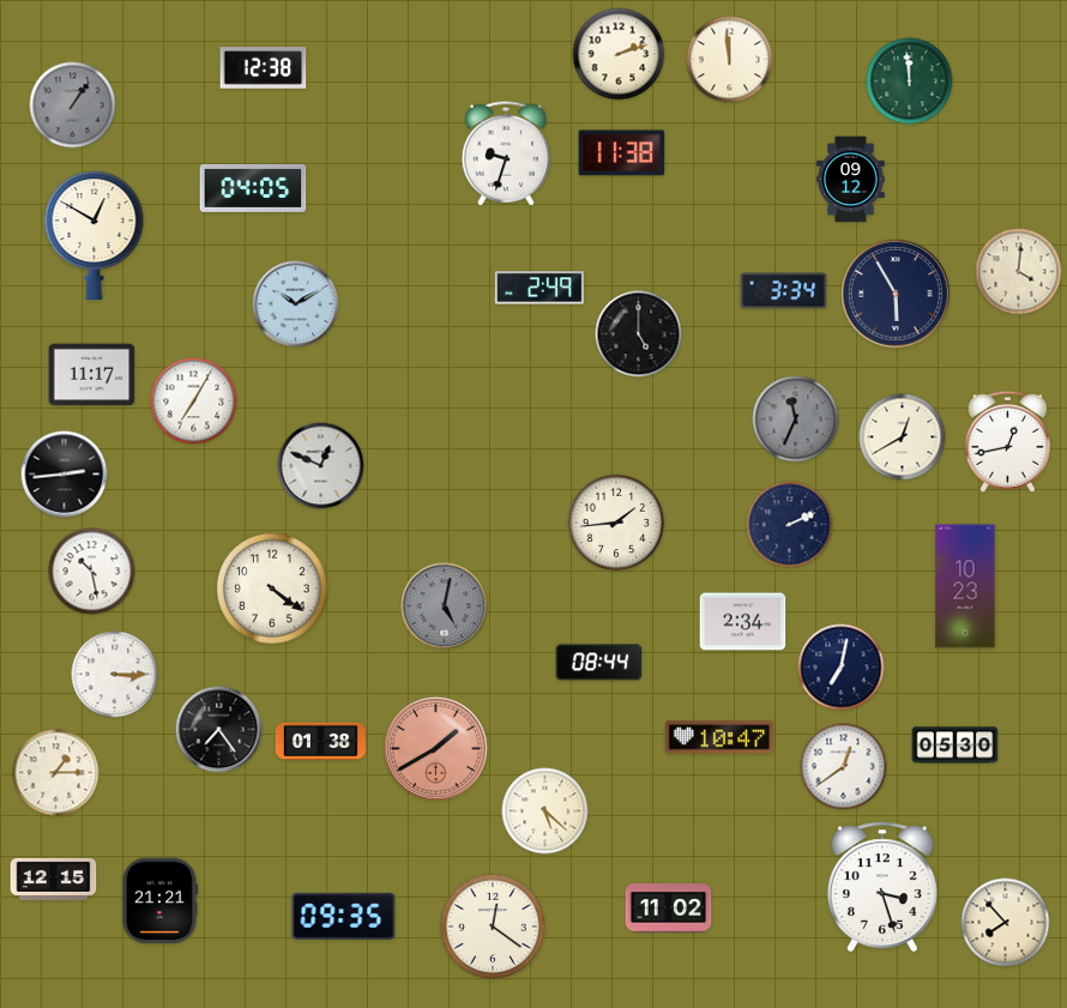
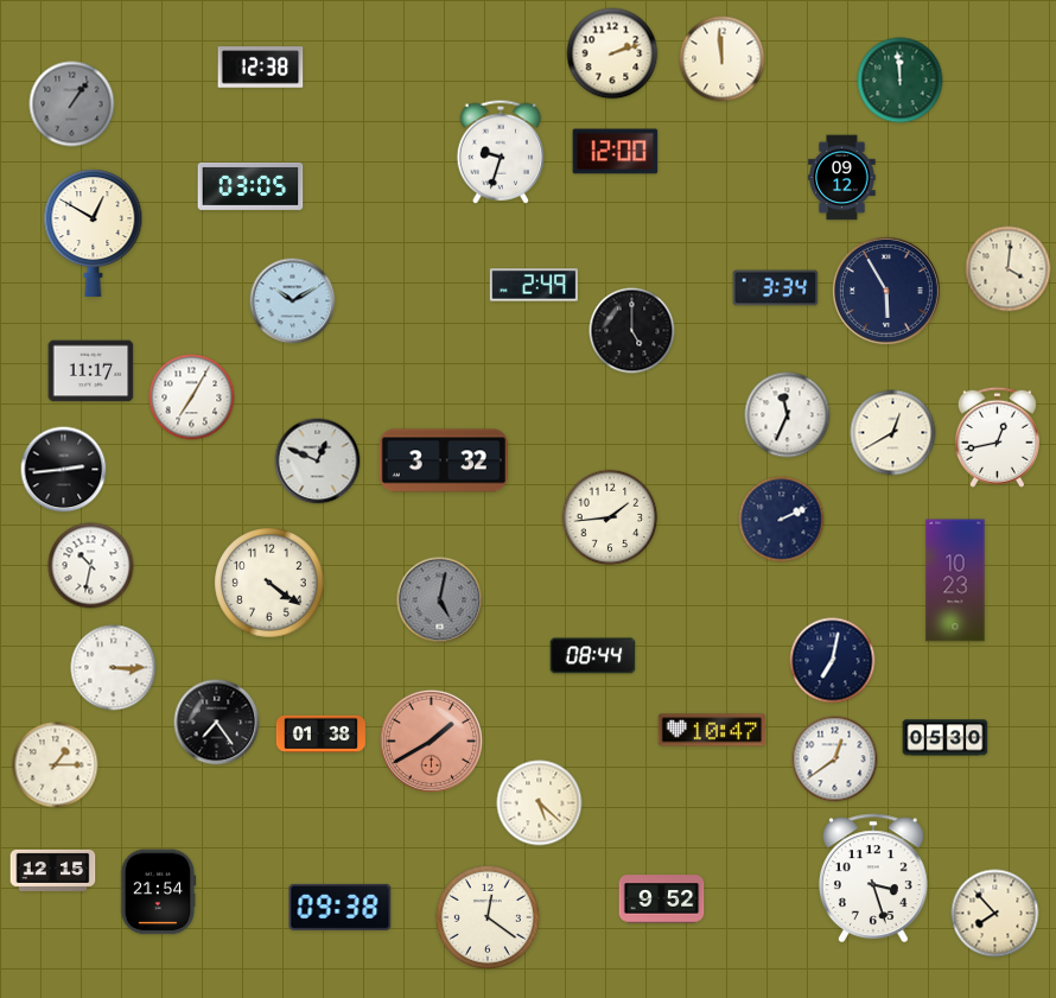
clock at (622, 153): 11:38 -> 12:00
clock at (253, 188): 04:05 -> 03:05
clock at (796, 420) dial: grey -> white
clock at (444, 460): none -> 3:32
clock at (92, 572): 10:28 -> 10:32
clock at (743, 622): 2:34 -> none
clock at (320, 741) position: (320, 741) -> (320, 733)
clock at (159, 901): 21:21 -> 21:54
clock at (669, 909): 11:02 -> 9:52
clock at (344, 916): 09:35 -> 09:38
